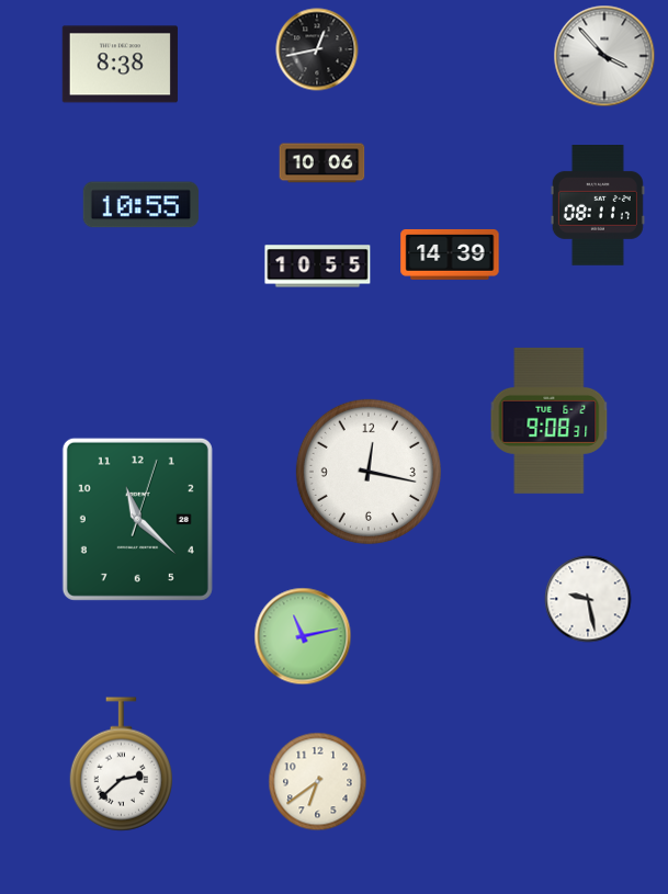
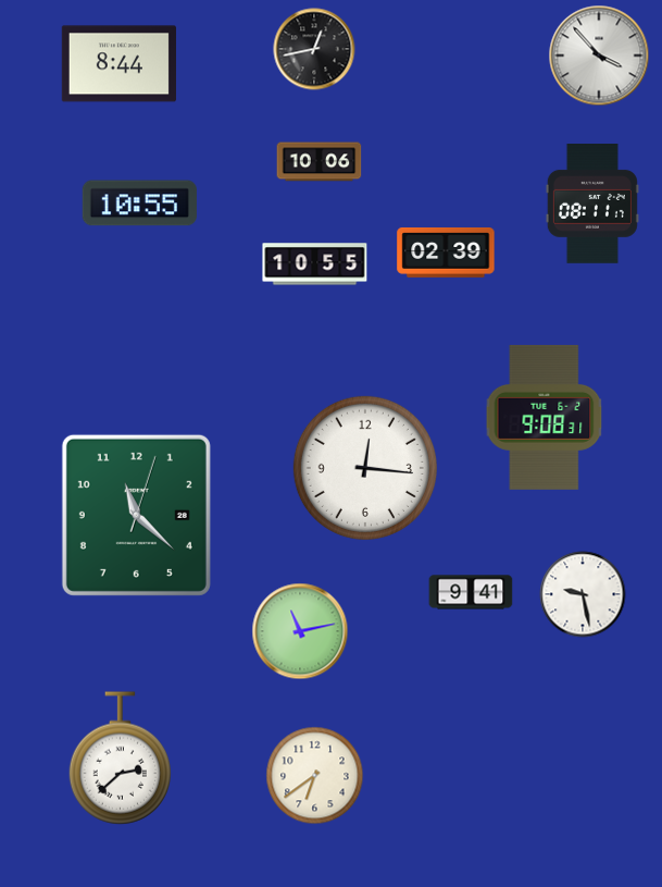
clock at (120, 65): 8:38 -> 8:44
clock at (450, 254): 14:39 -> 02:39
clock at (369, 472): 12:17 -> 12:16
clock at (471, 592): none -> 9:41
